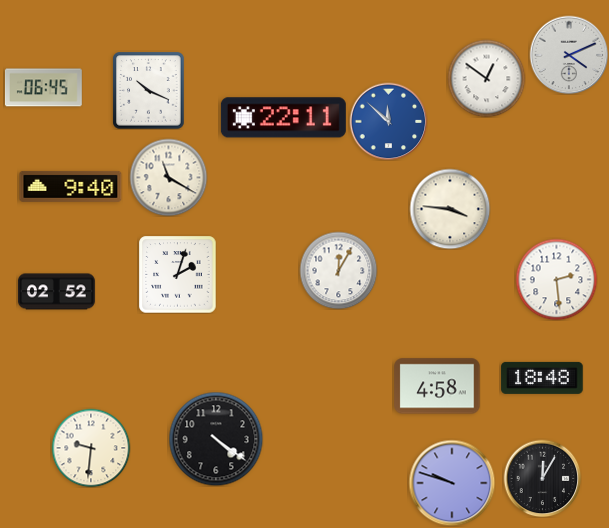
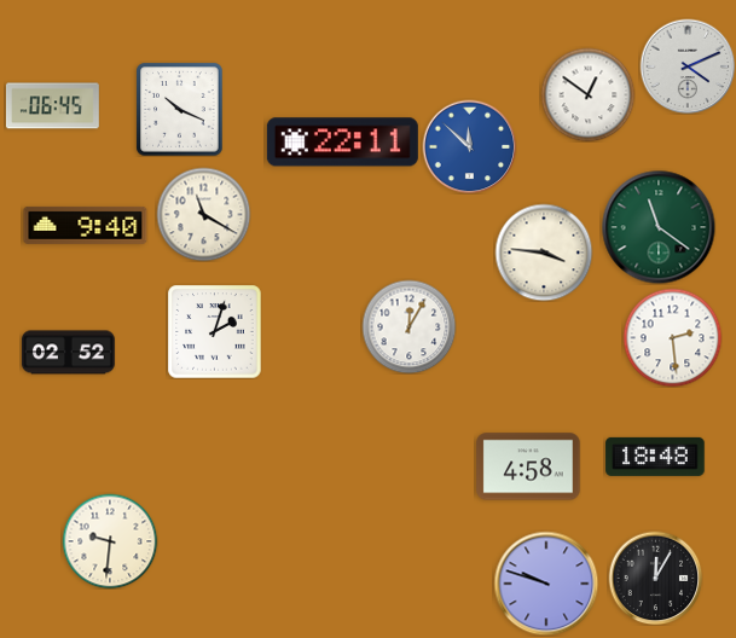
clock at (659, 227): none -> 11:21
clock at (216, 439): 4:21 -> none
